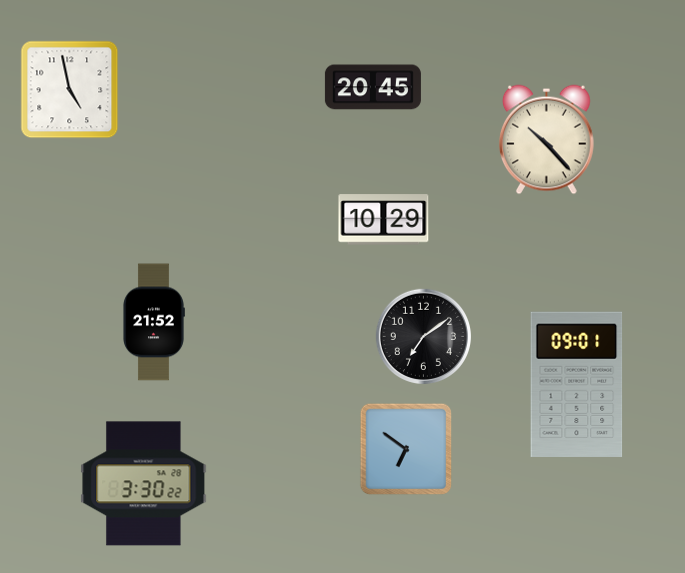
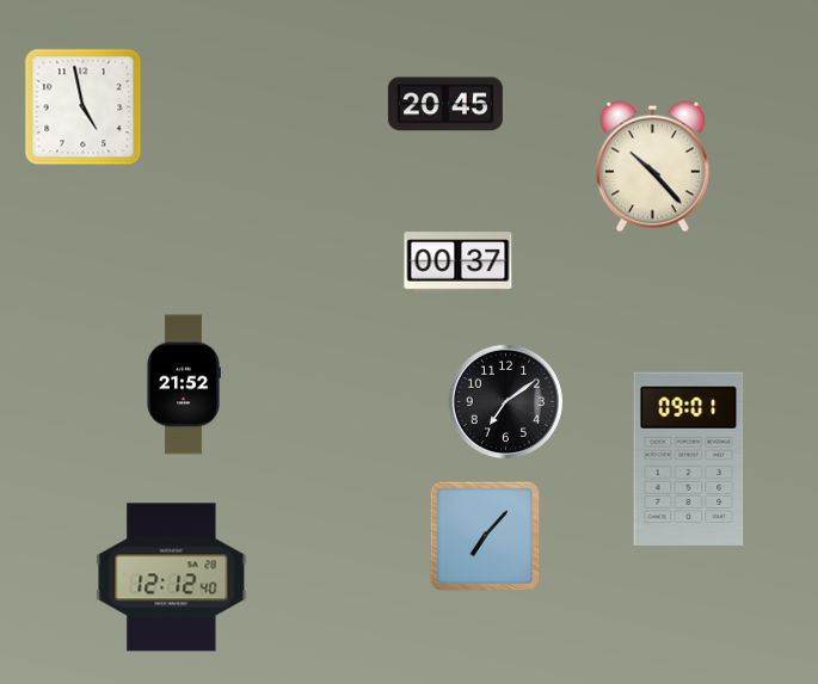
clock at (384, 220): 10:29 -> 00:37
clock at (406, 449): 6:51 -> 7:07
clock at (144, 484): 3:30 -> 12:12
